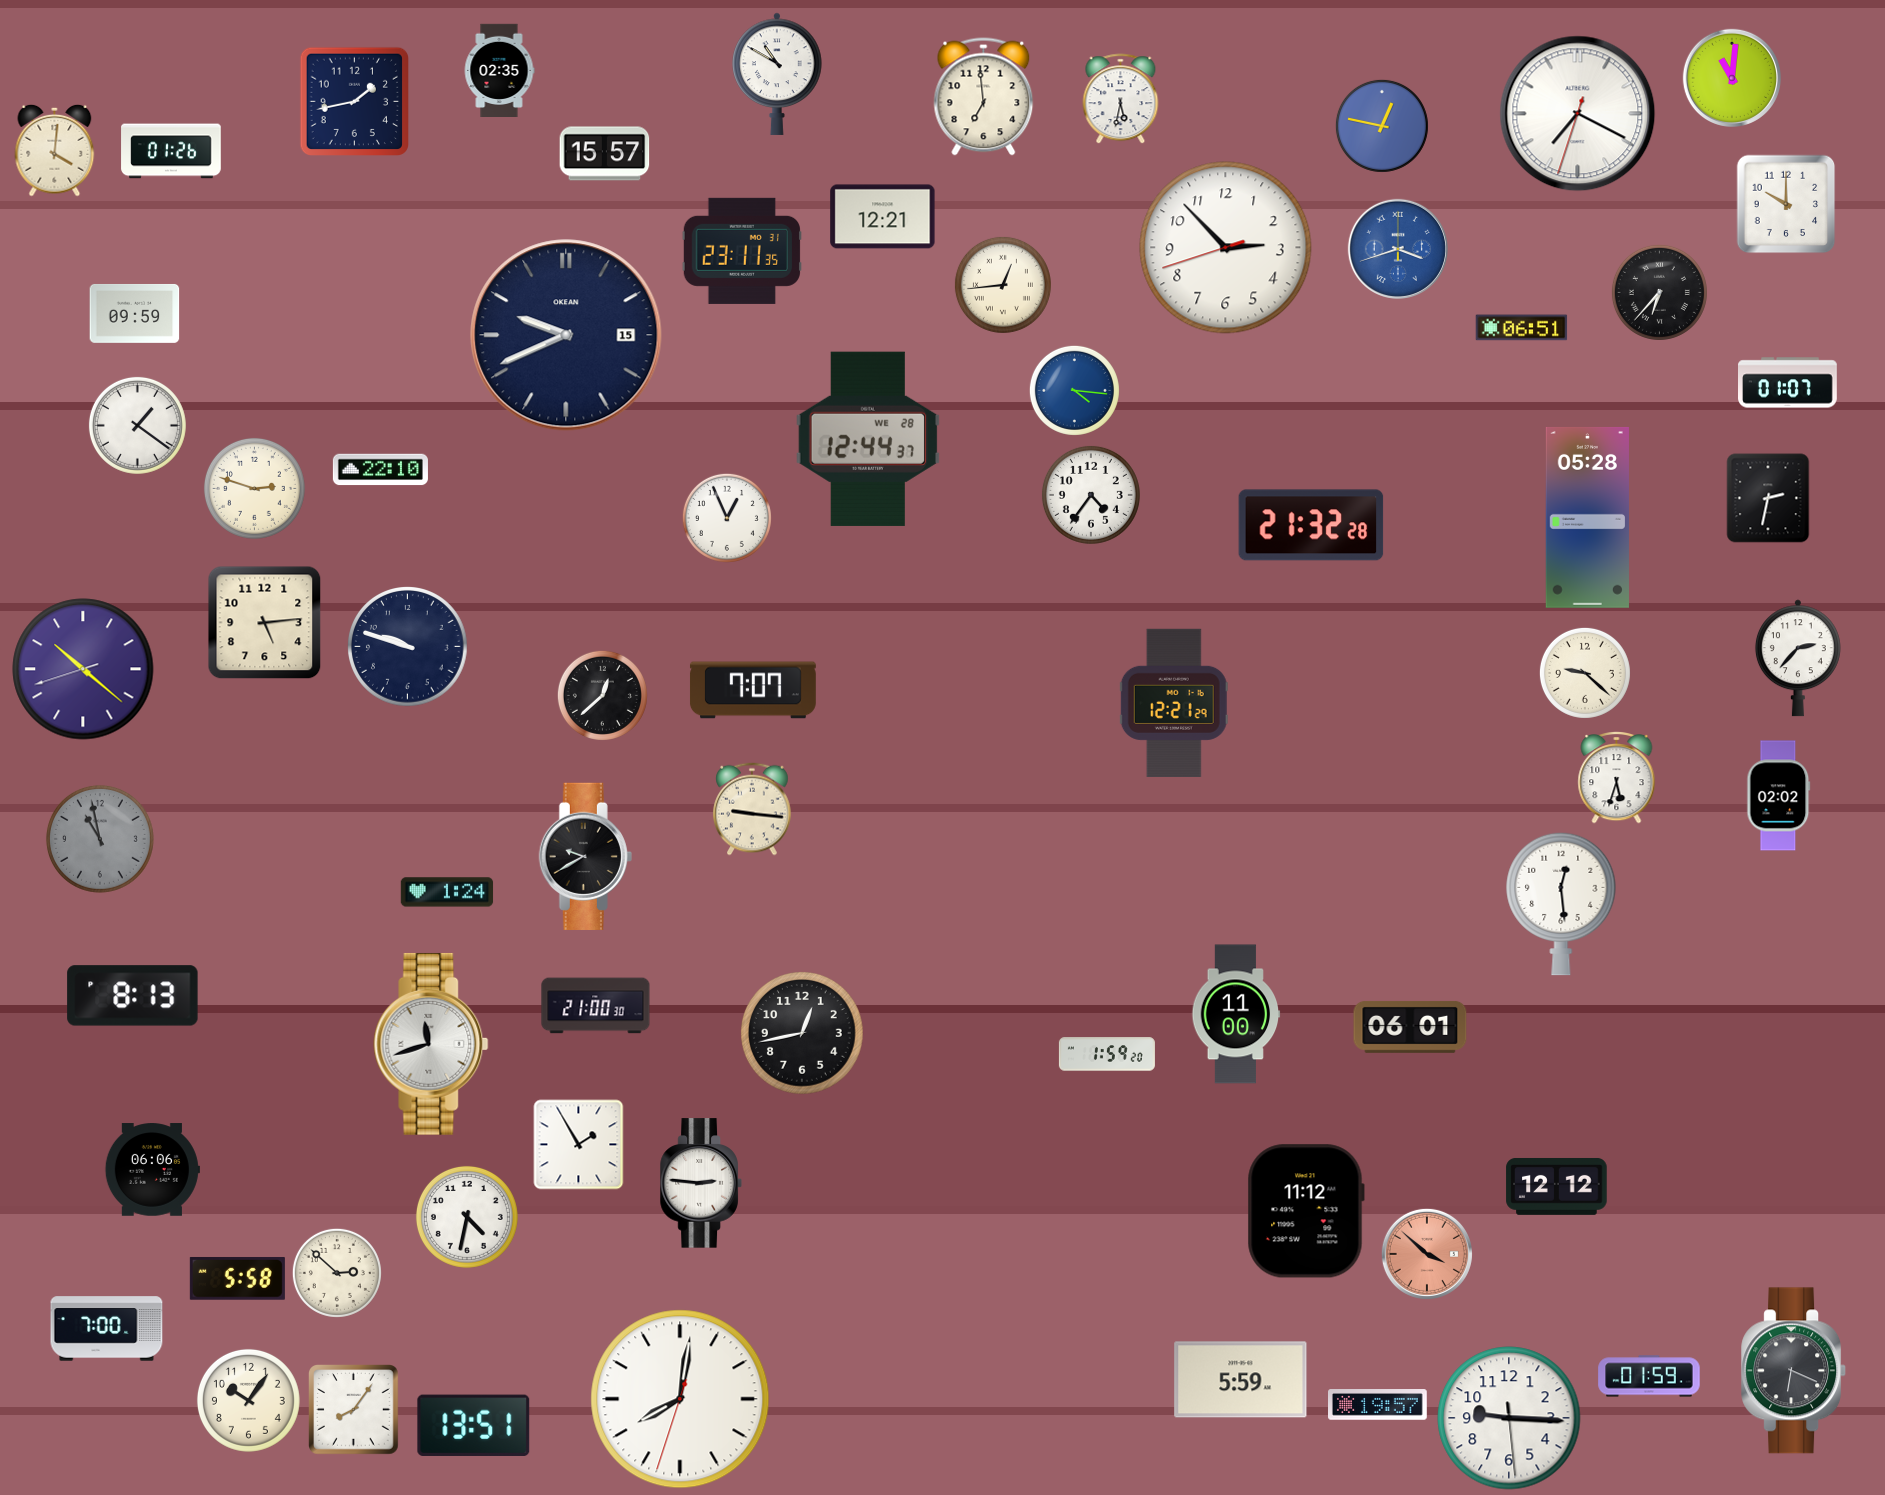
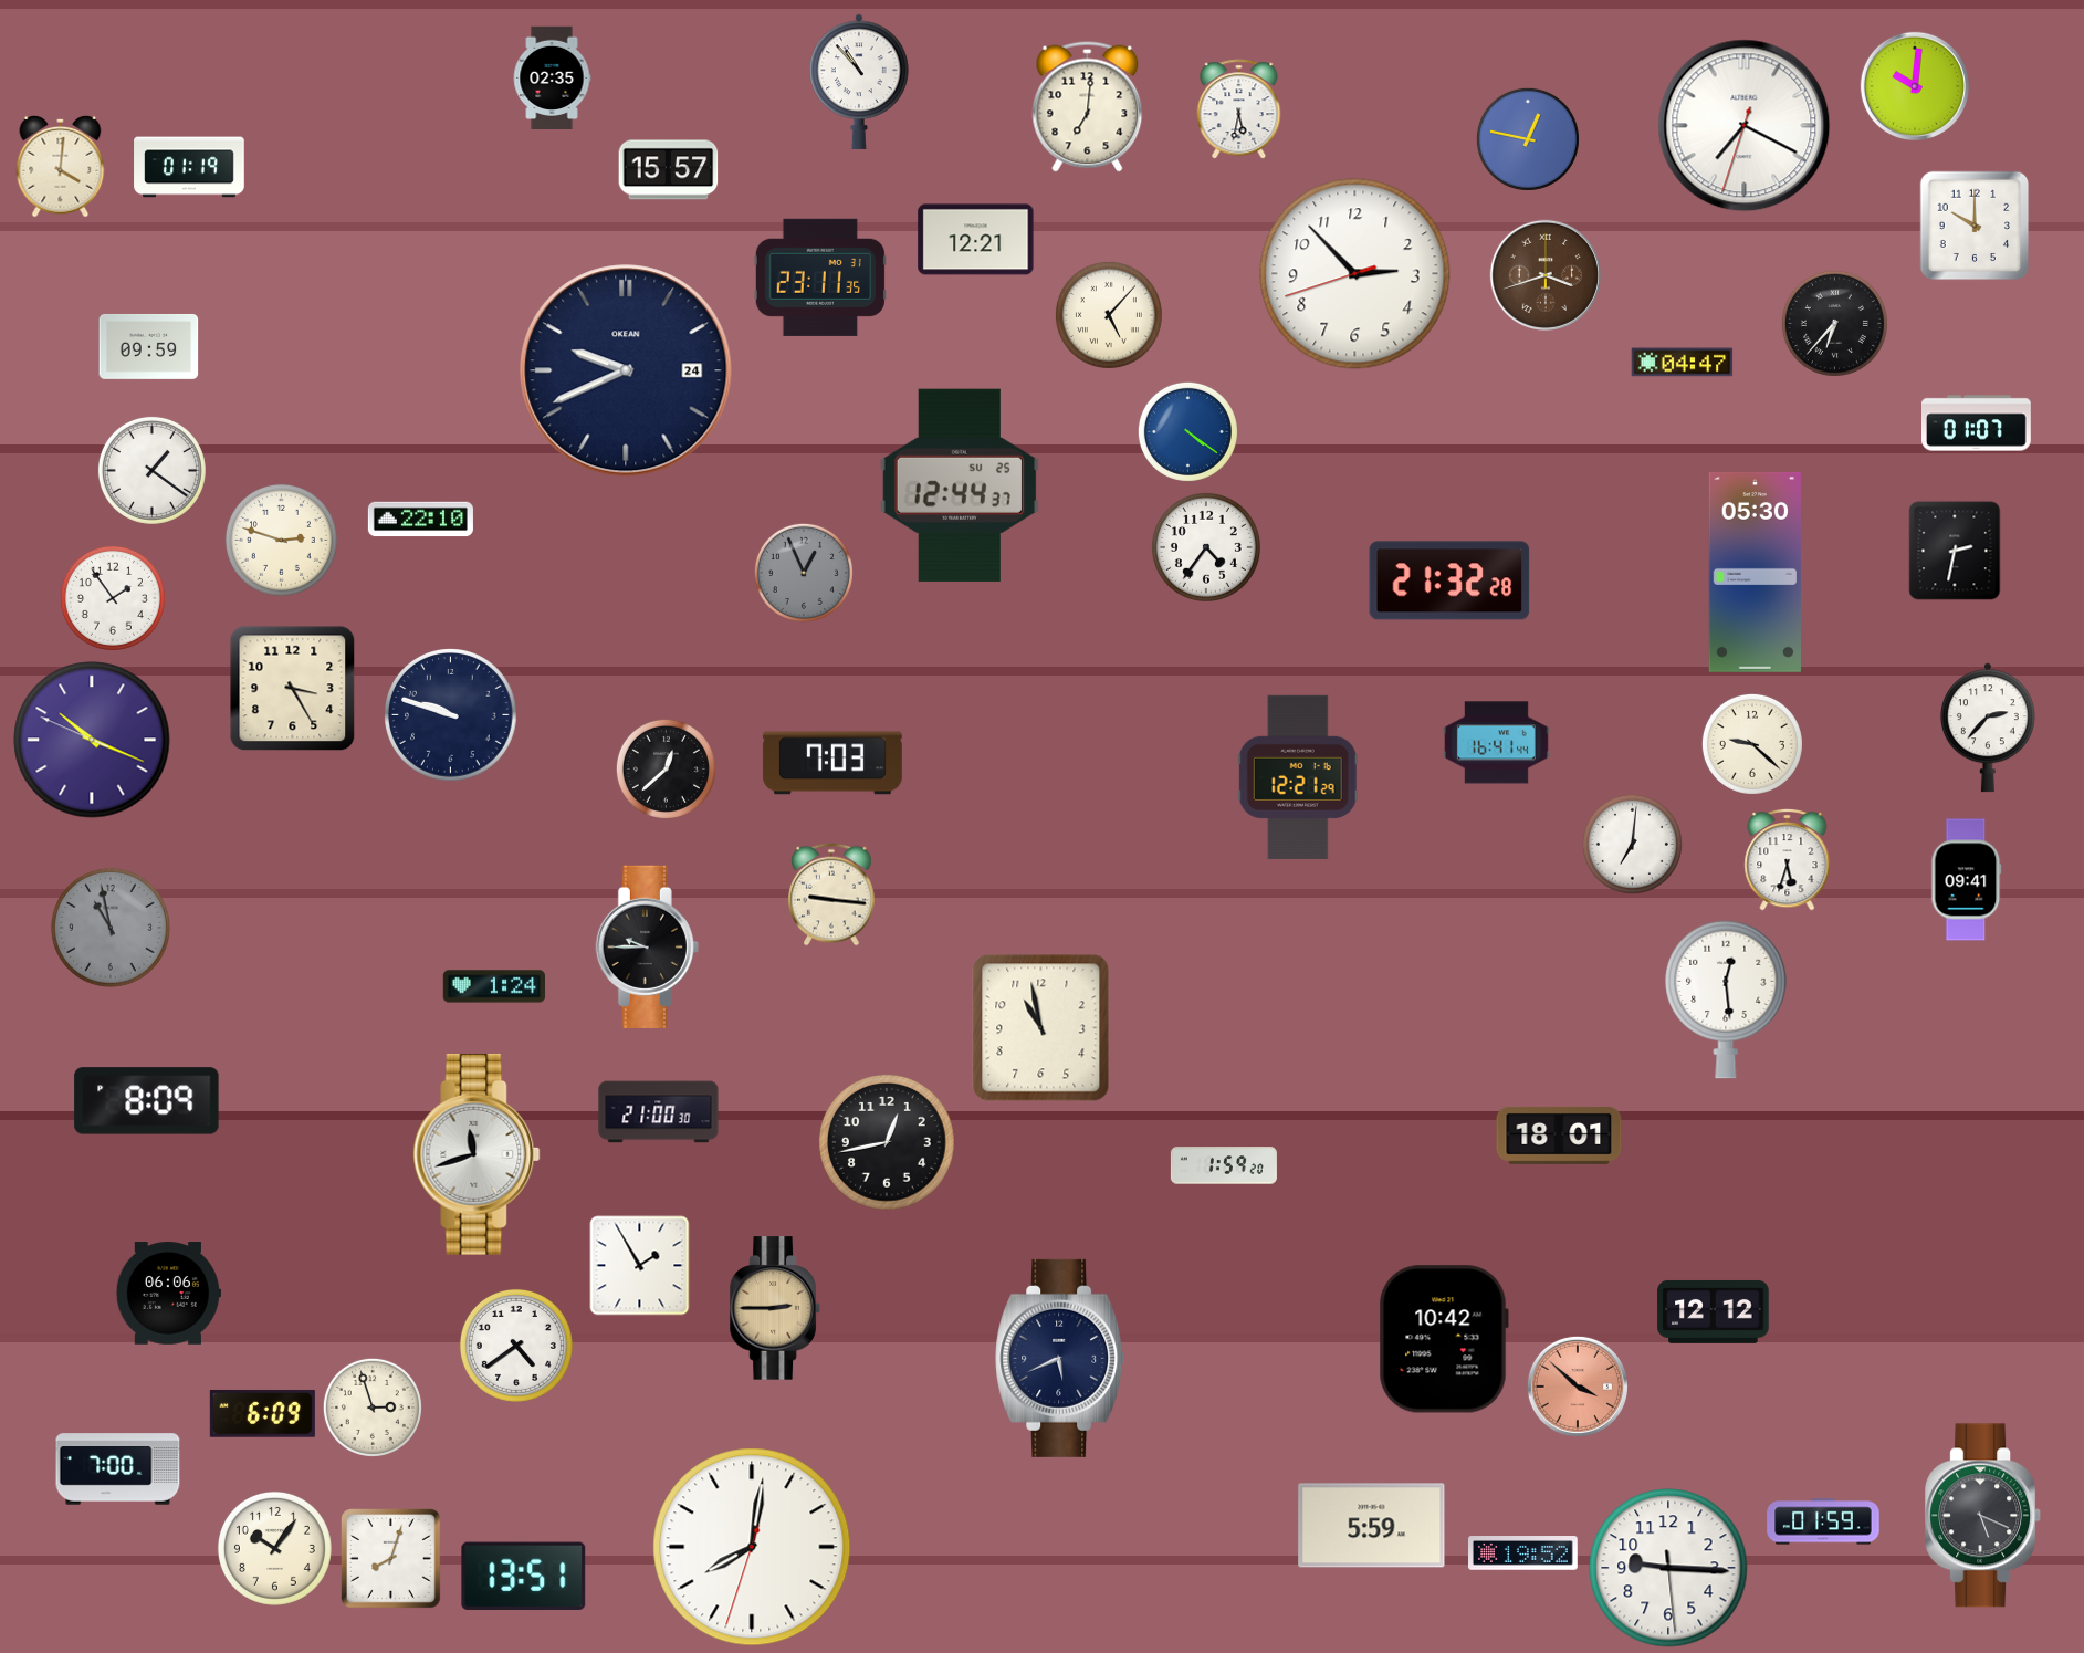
clock at (777, 74): 10:50 -> 10:53
clock at (1732, 78): 11:01 -> 10:01
clock at (984, 97): 6:59 -> 7:01
clock at (355, 102): 1:43 -> none
clock at (171, 151): 01:26 -> 01:19
clock at (1398, 249) dial: blue -> brown
clock at (1003, 285): 12:44 -> 5:07
clock at (1522, 328): 06:51 -> 04:47
clock at (566, 335) date: 15 -> 24
clock at (1074, 390): 4:16 -> 4:21
clock at (867, 439) date: WE 28 -> SU 25
clock at (1587, 517): 05:28 -> 05:30
clock at (727, 518) dial: white -> grey
clock at (113, 598): none -> 1:54
clock at (265, 623): 5:14 -> 3:25
clock at (83, 669): 10:21 -> 10:18
clock at (1496, 743): none -> 16:41
clock at (753, 690): 7:07 -> 7:03
clock at (1632, 844): none -> 7:01
clock at (1779, 796): 02:02 -> 09:41
clock at (585, 856): 9:40 -> 9:45
clock at (1041, 1028): none -> 10:58
clock at (133, 996): 8:13 -> 8:09
clock at (1236, 1014): 11:00 -> none
clock at (1410, 1027): 06:01 -> 18:01
clock at (701, 1183): 2:46 -> 2:45
clock at (701, 1183) dial: white -> champagne
clock at (1557, 1186) position: (1557, 1186) -> (1714, 1311)
clock at (1306, 1211): 11:12 -> 10:42
clock at (467, 1217): 4:32 -> 4:39
clock at (1060, 1358): none -> 5:41
clock at (337, 1273): 2:52 -> 2:57
clock at (237, 1278): 5:58 -> 6:09
clock at (1794, 1371): 6:19 -> 5:19
clock at (1378, 1405): 19:57 -> 19:52
clock at (354, 1410): 8:06 -> 8:03
